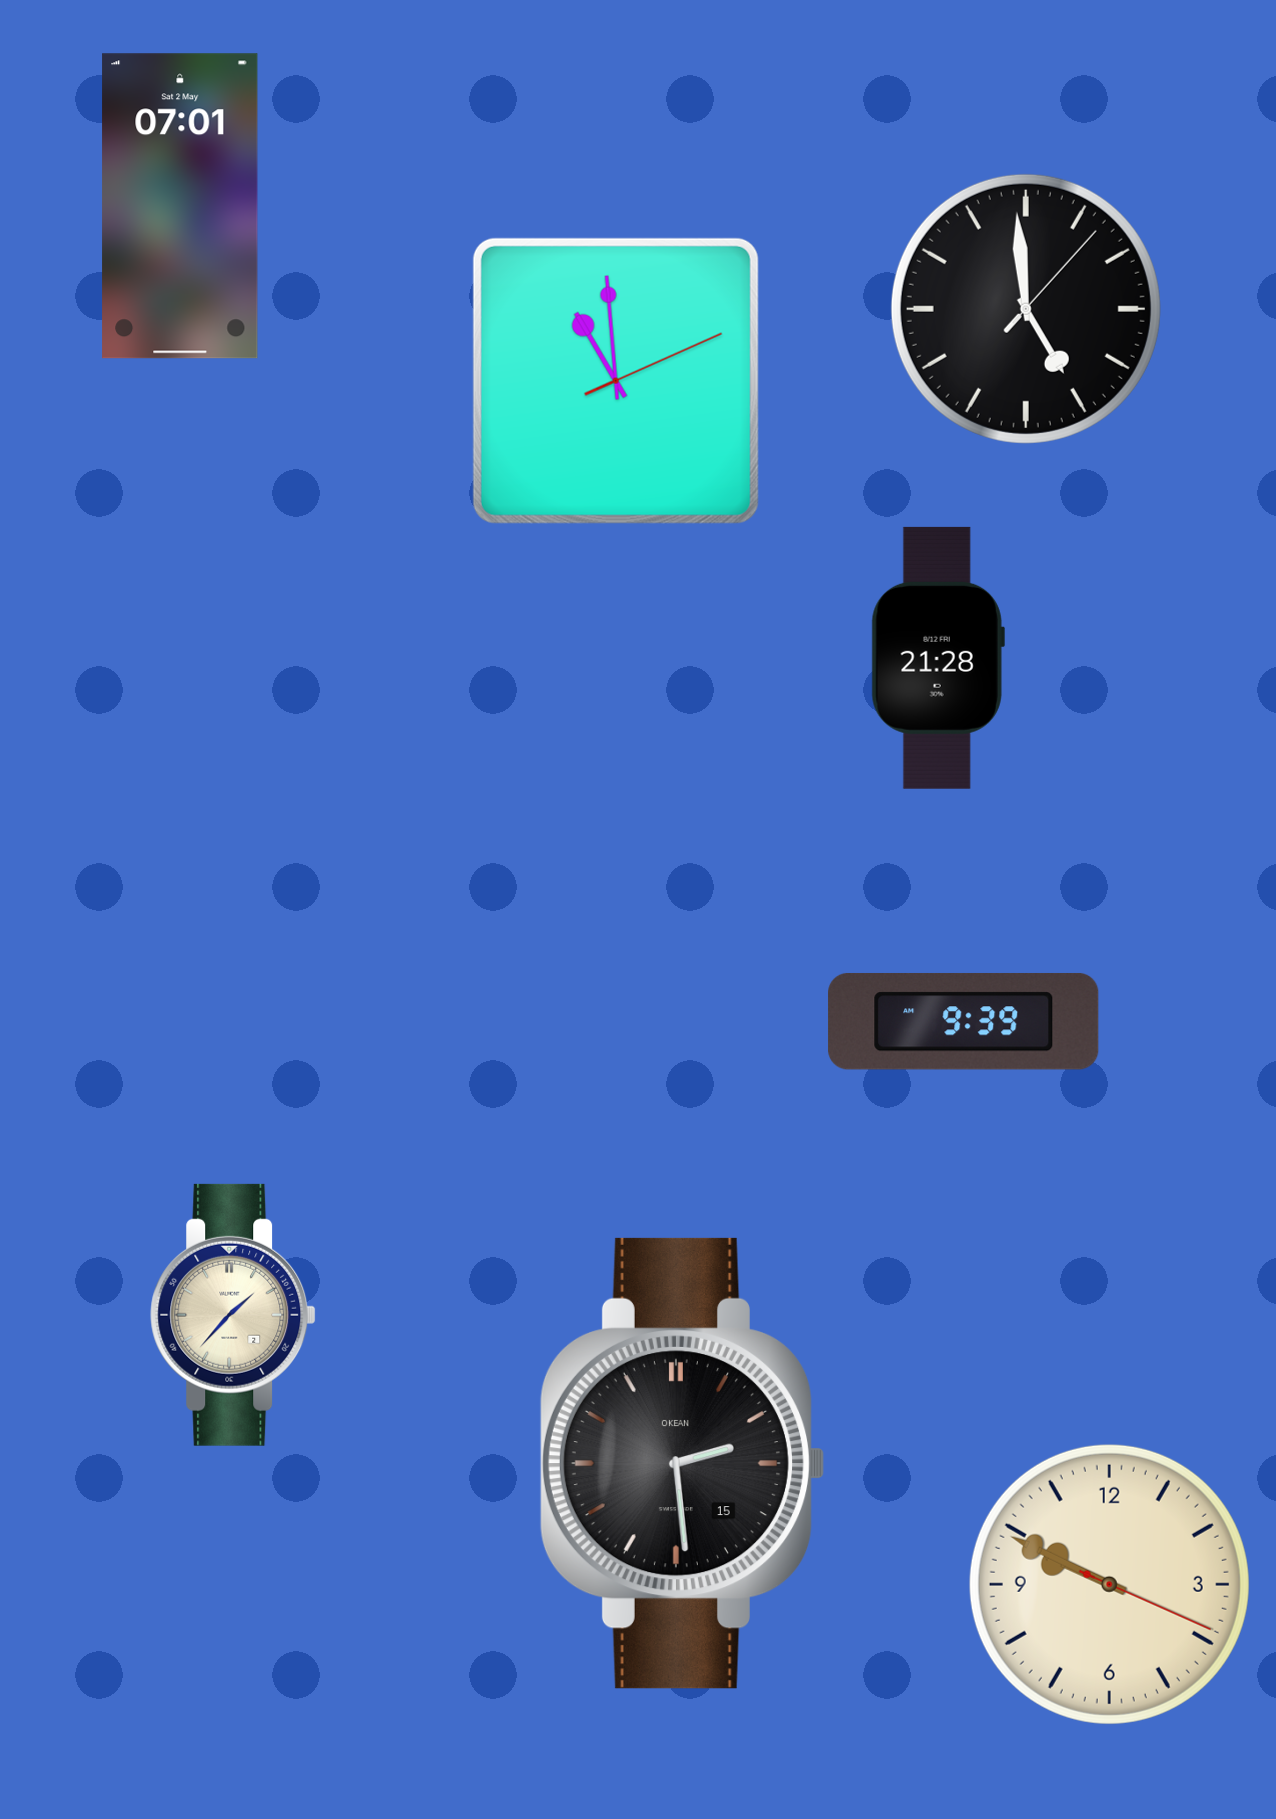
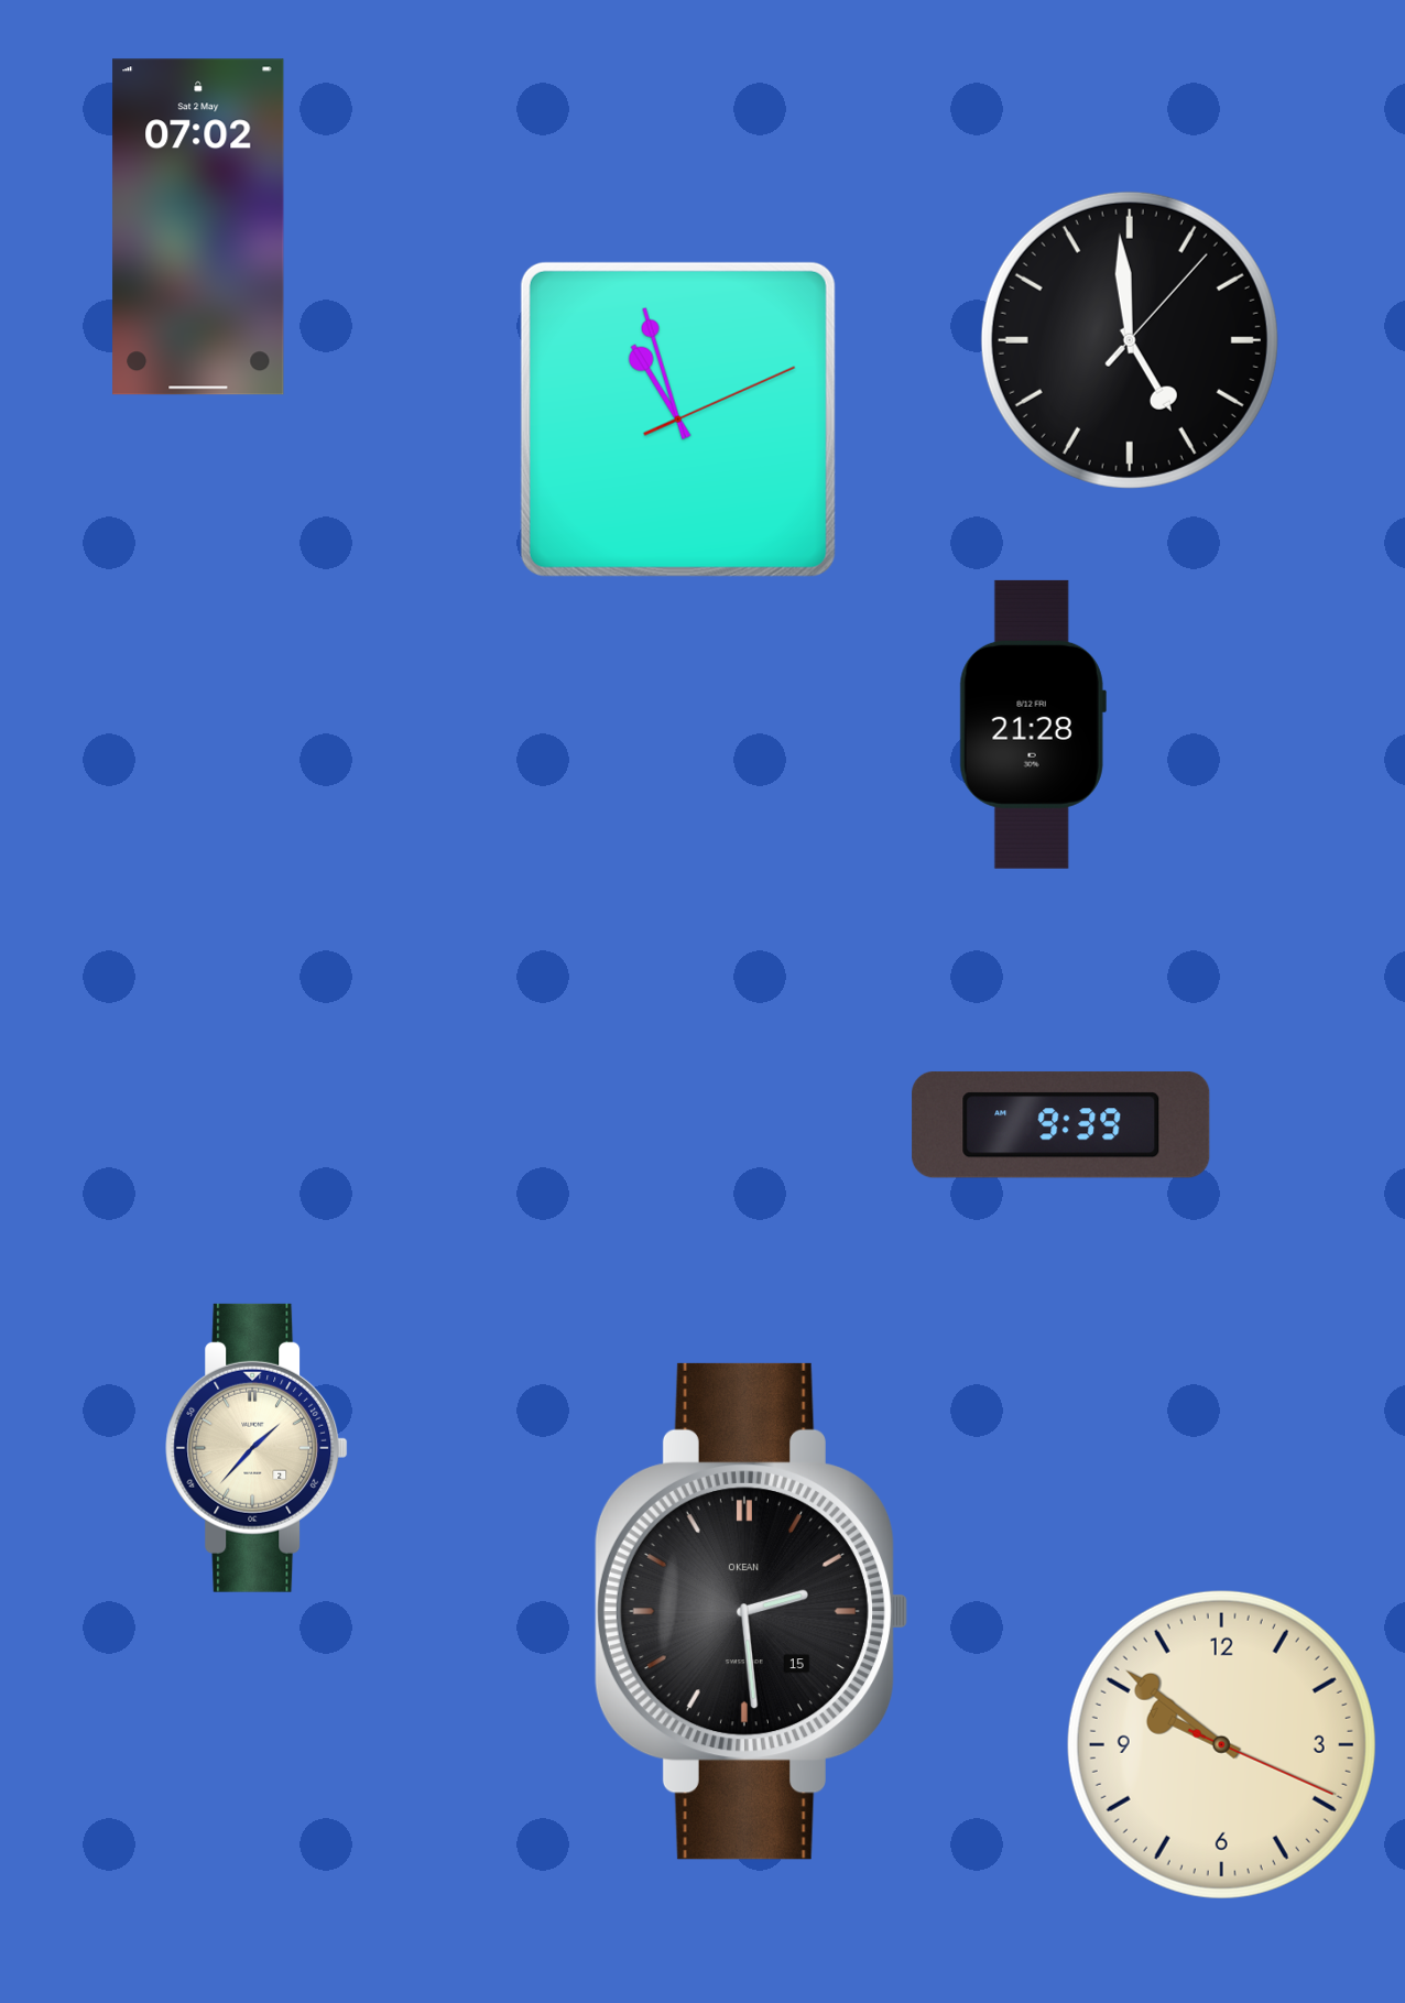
clock at (180, 206): 07:01 -> 07:02
clock at (616, 381): 10:59 -> 10:57
clock at (1109, 1584): 9:49 -> 9:51
